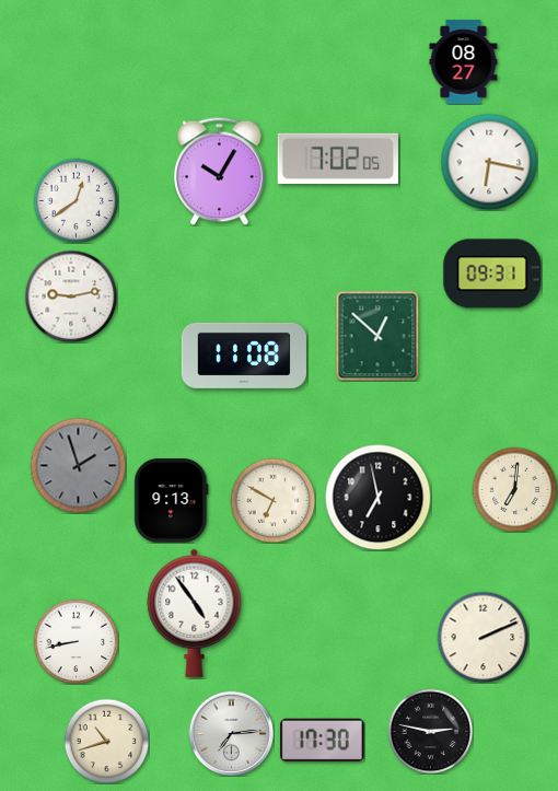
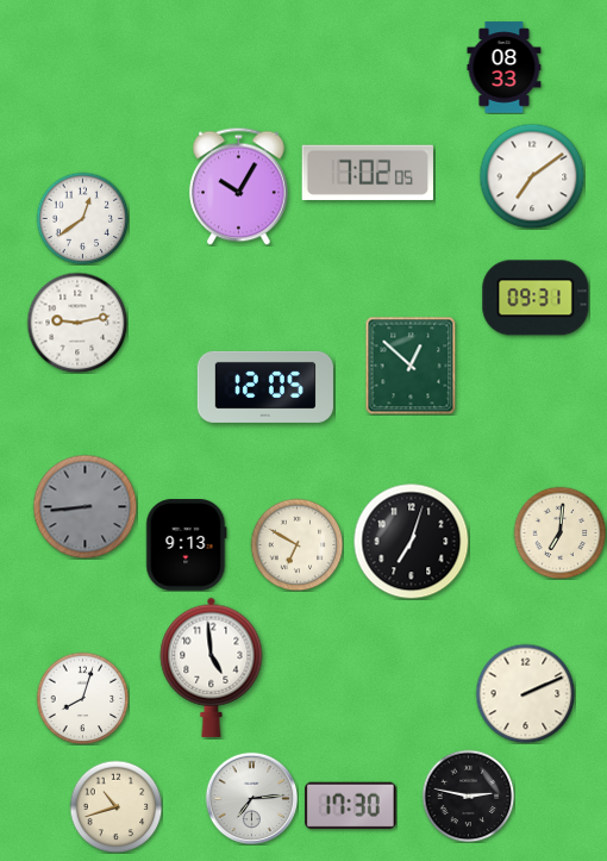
clock at (464, 62): 08:27 -> 08:33
clock at (489, 162): 6:17 -> 7:09
clock at (244, 356): 11:08 -> 12:05
clock at (78, 465): 1:57 -> 8:44
clock at (377, 497): 6:58 -> 7:03
clock at (195, 613): 4:54 -> 4:59
clock at (75, 641): 8:43 -> 8:03
